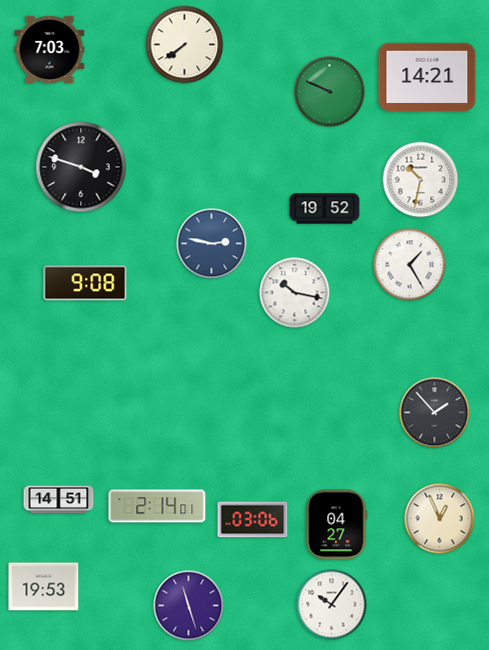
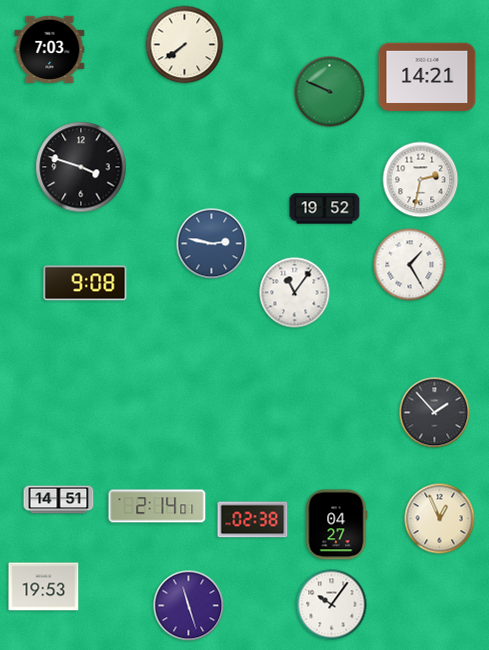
clock at (421, 180): 10:32 -> 2:32
clock at (295, 293): 10:17 -> 11:06
clock at (253, 520): 03:06 -> 02:38
